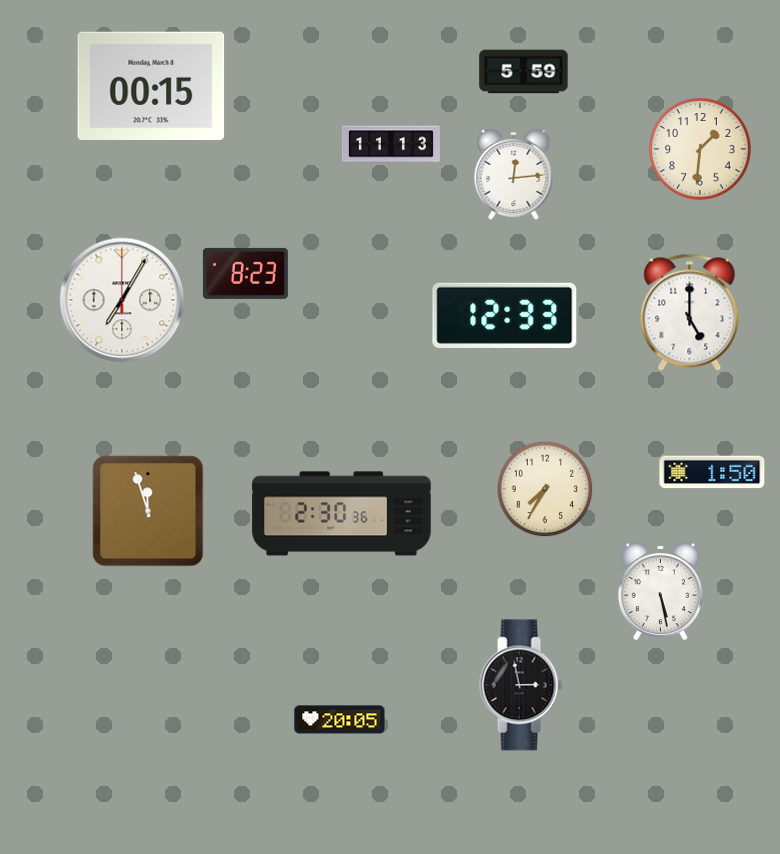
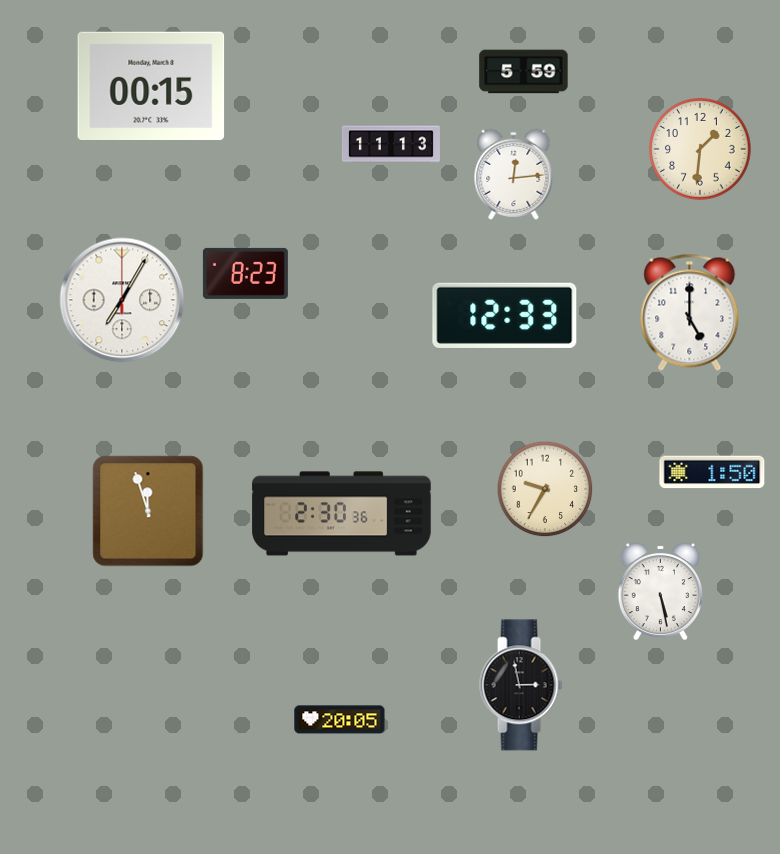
clock at (545, 489): 7:35 -> 9:35
